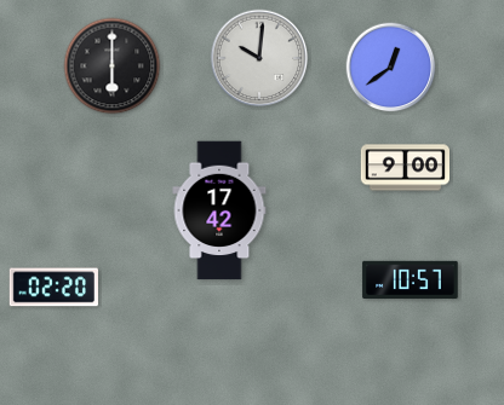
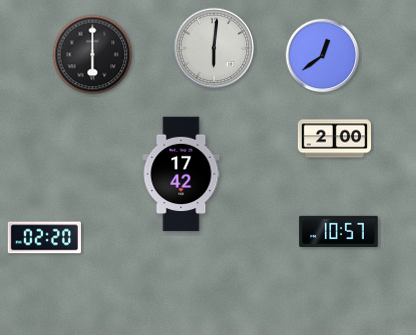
clock at (259, 58): 10:01 -> 6:01
clock at (406, 168): 9:00 -> 2:00
